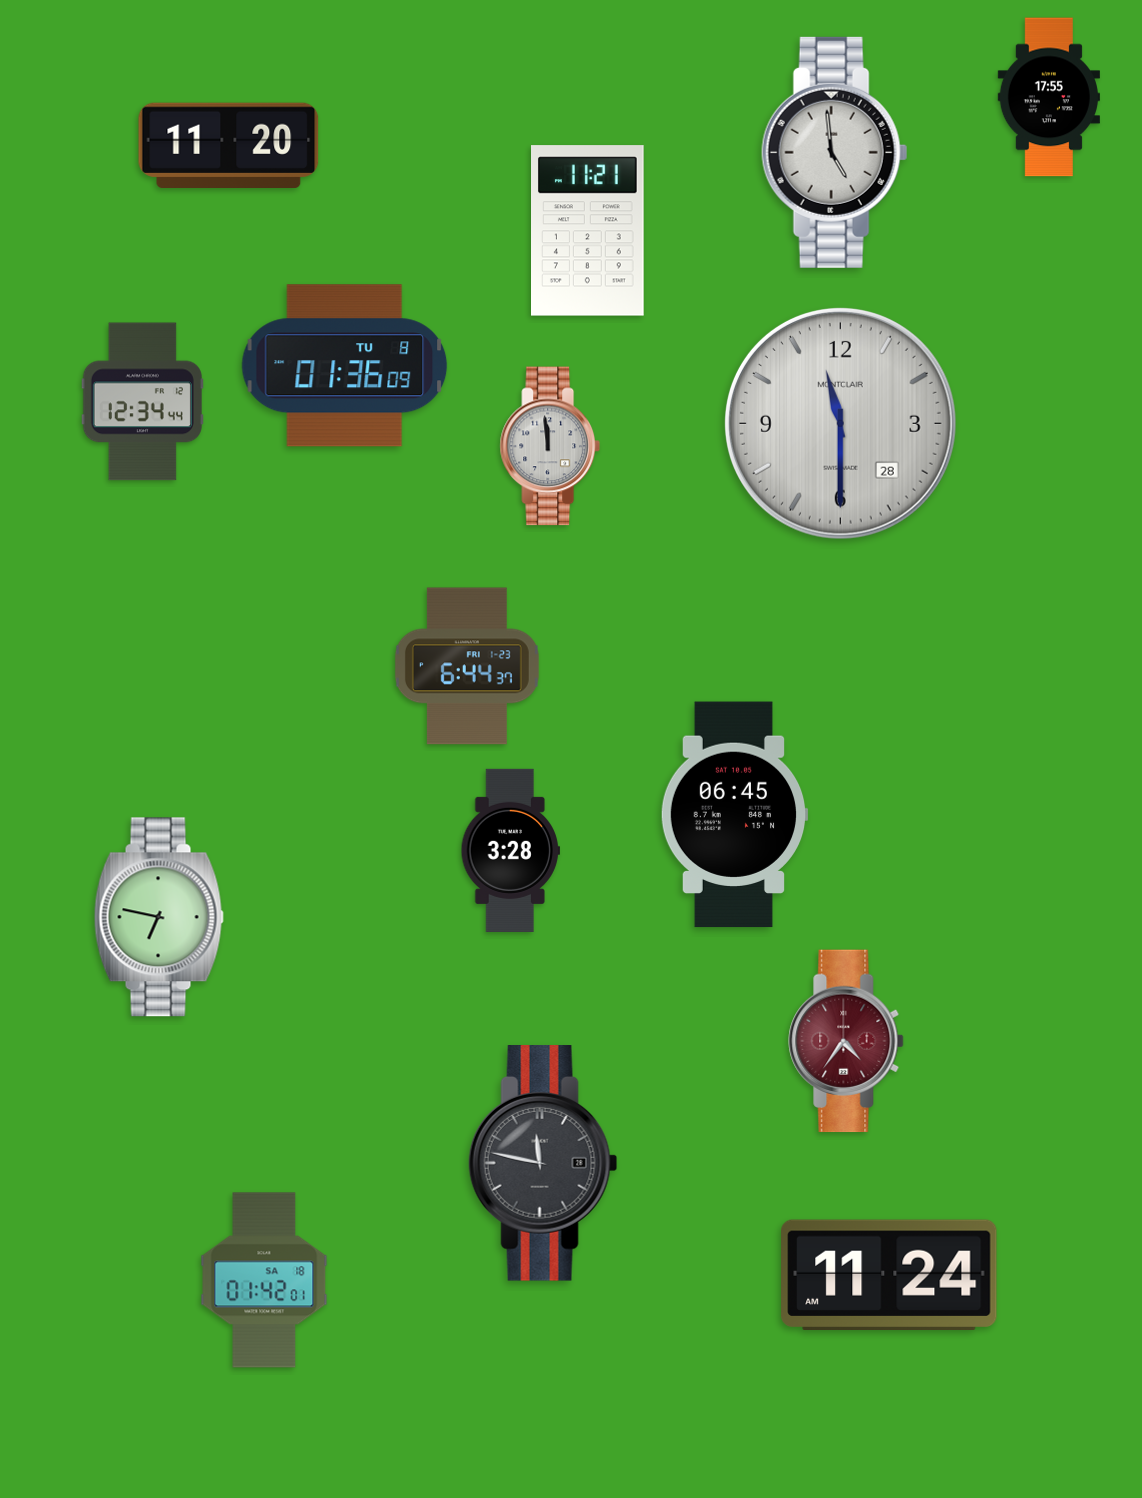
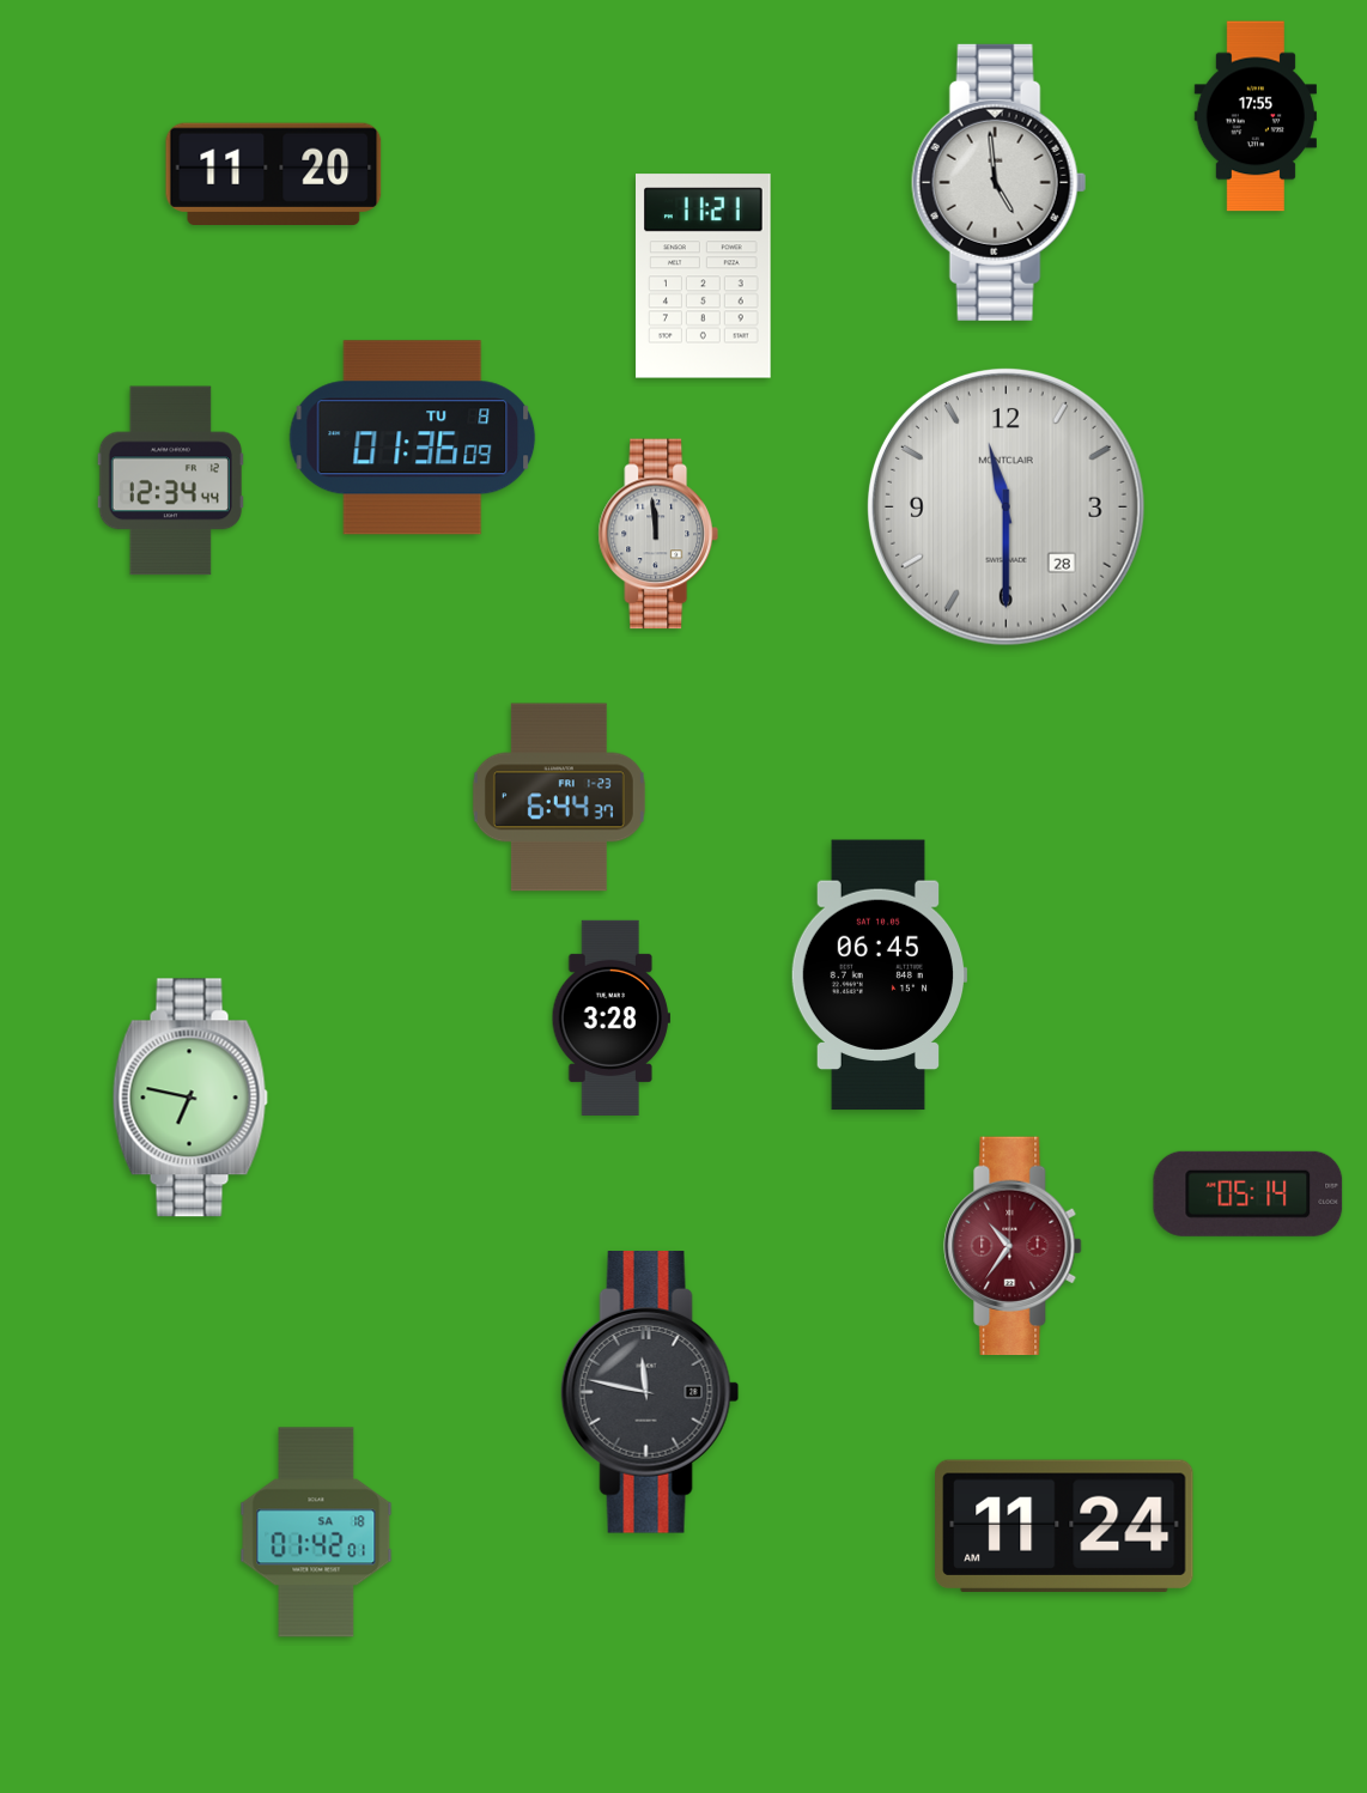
clock at (1248, 1193): none -> 05:14
clock at (846, 1041): 4:36 -> 10:36
